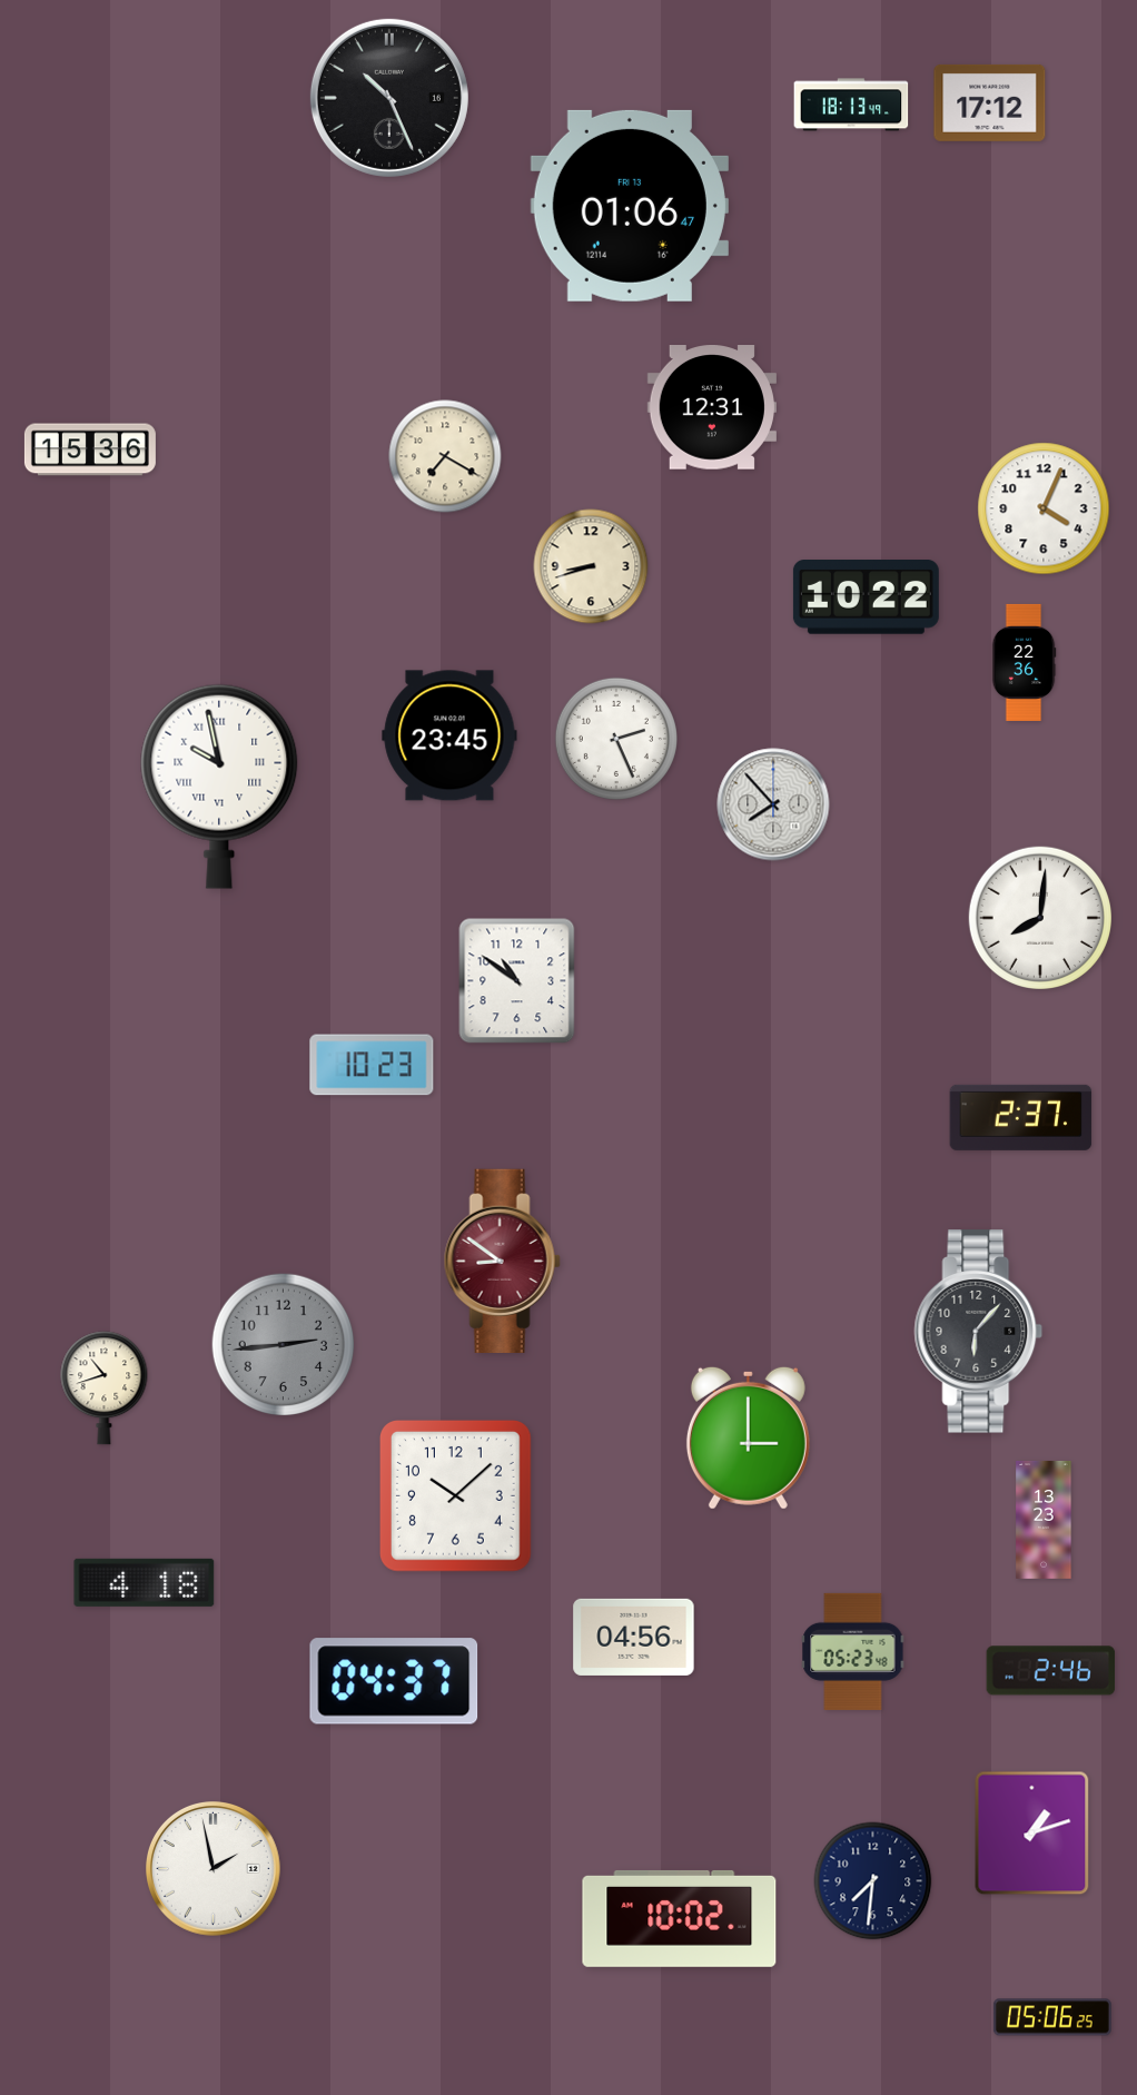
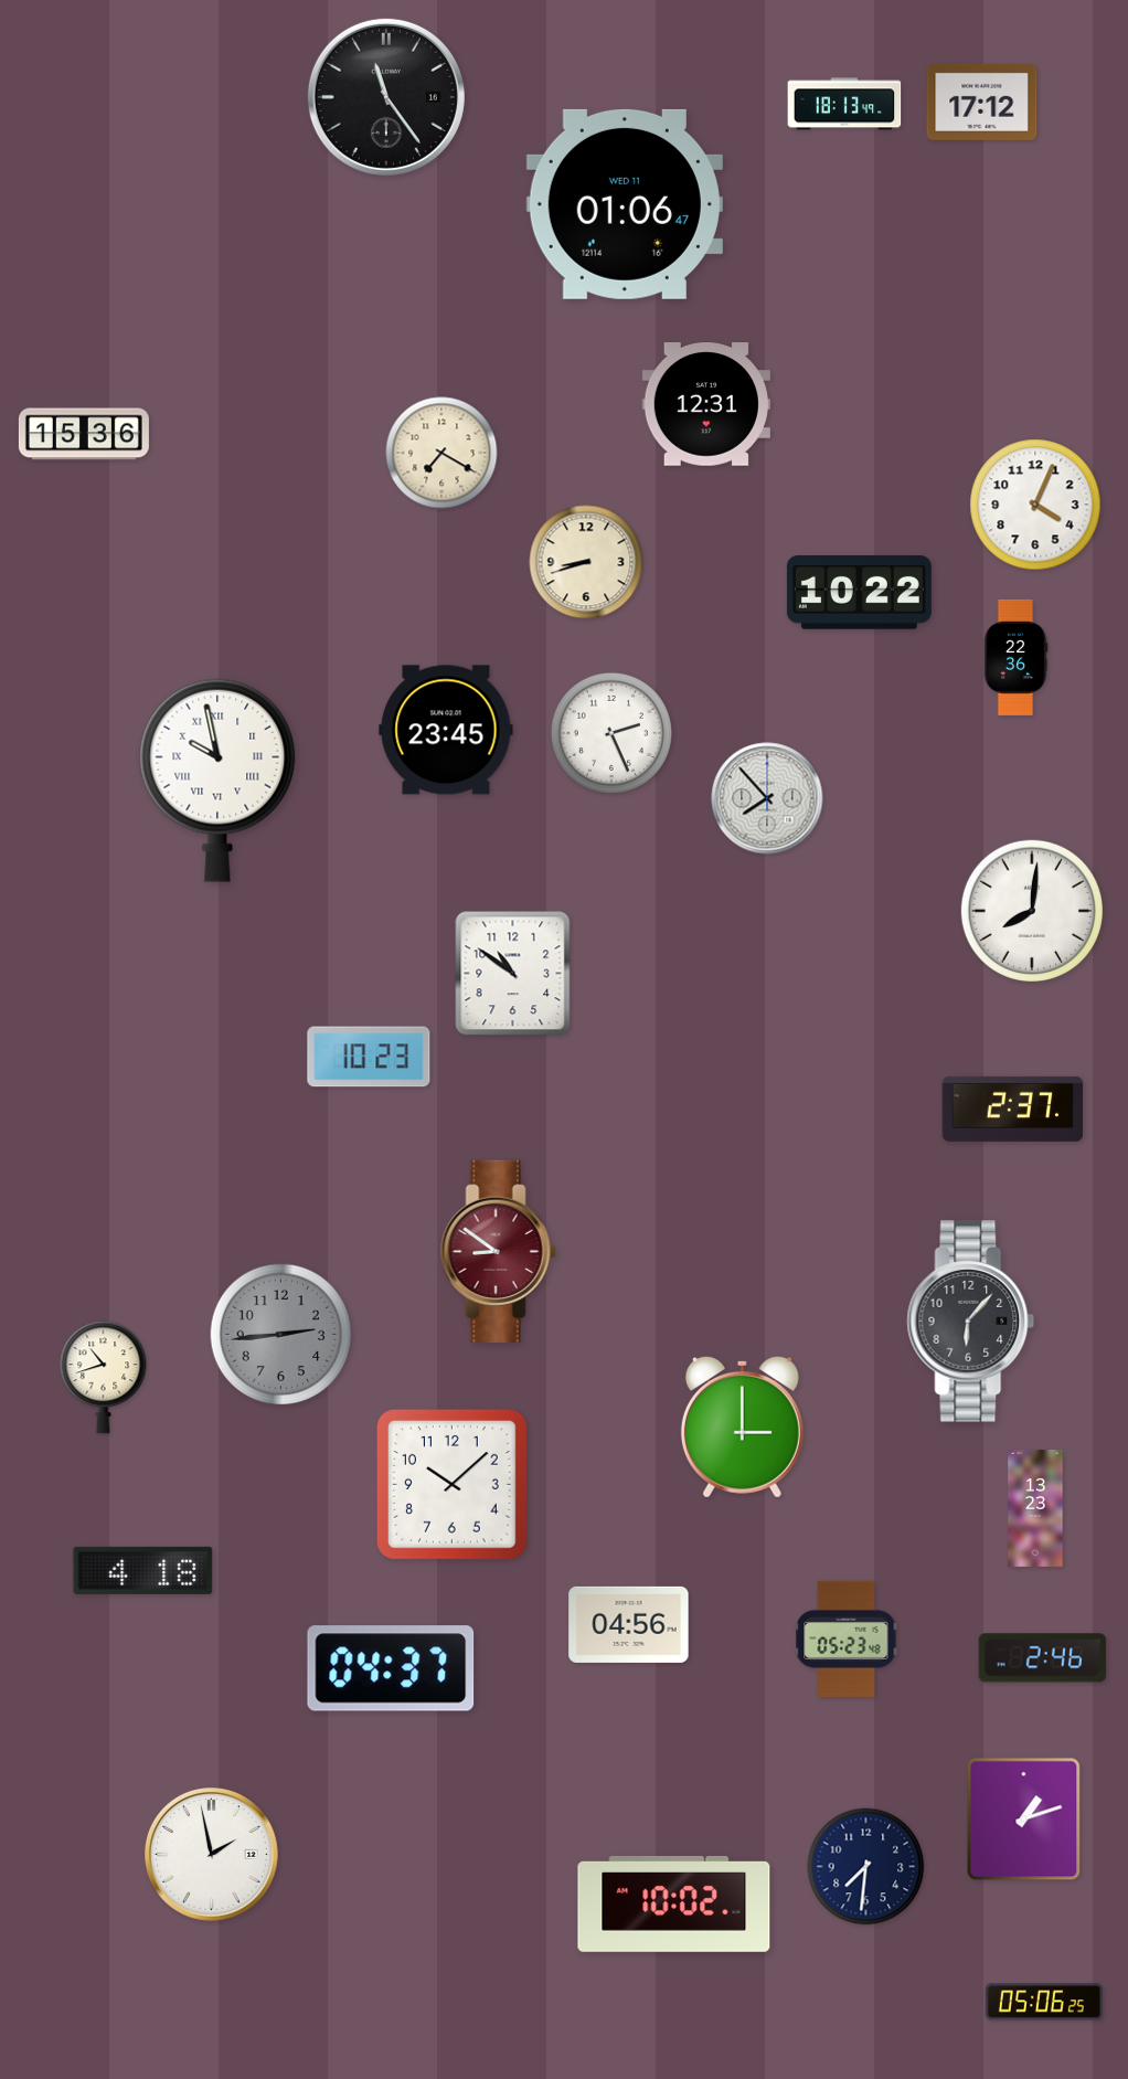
clock at (389, 98): 10:26 -> 11:24
clock at (630, 206) date: FRI 13 -> WED 11
clock at (90, 449) position: (90, 449) -> (84, 434)
